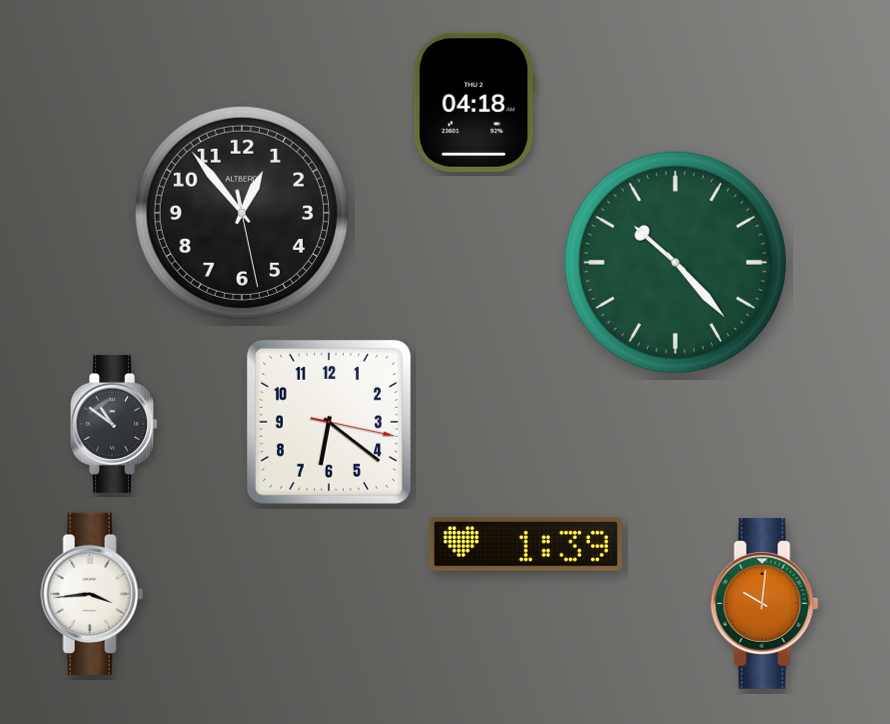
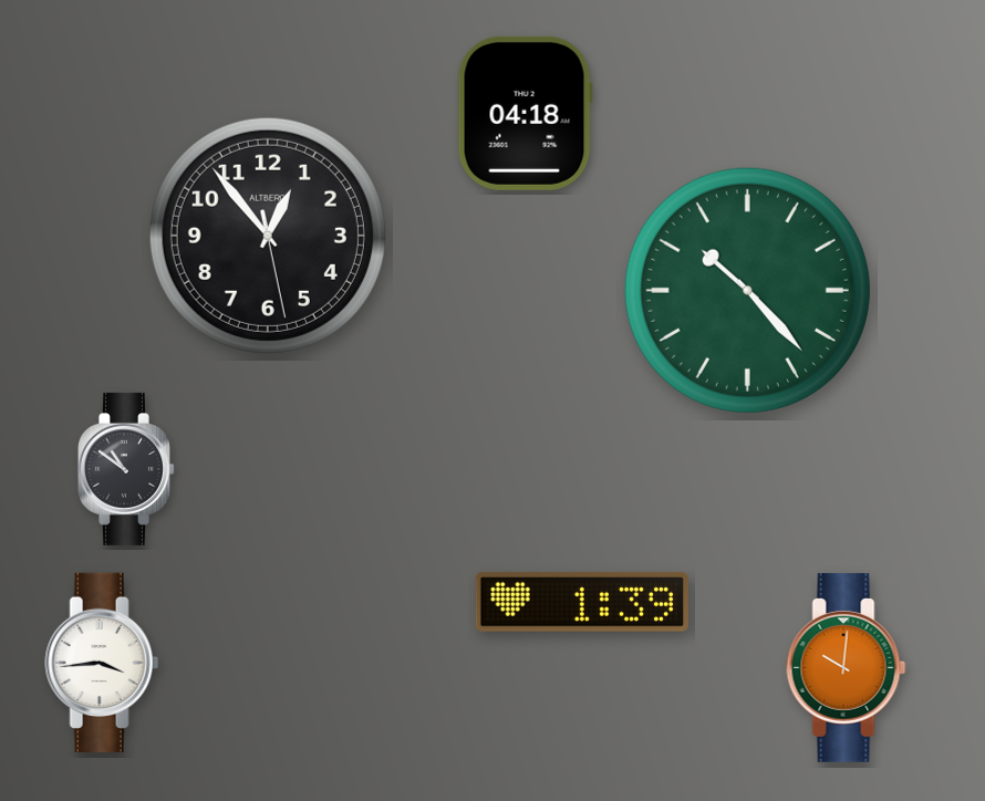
clock at (329, 422): 6:21 -> none
clock at (92, 593) position: (92, 593) -> (102, 662)
